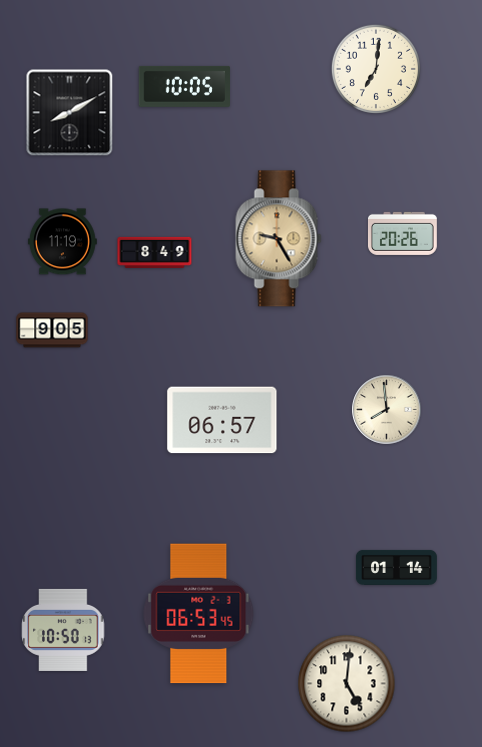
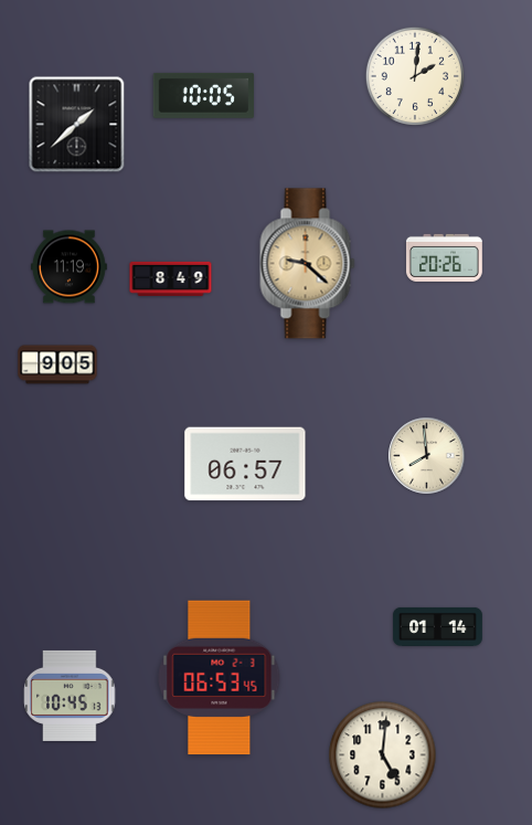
clock at (375, 68): 7:01 -> 2:01
clock at (70, 113): 8:10 -> 1:38
clock at (279, 239): 9:25 -> 9:22
clock at (387, 410) position: (387, 410) -> (427, 456)
clock at (63, 630): 10:50 -> 10:45
